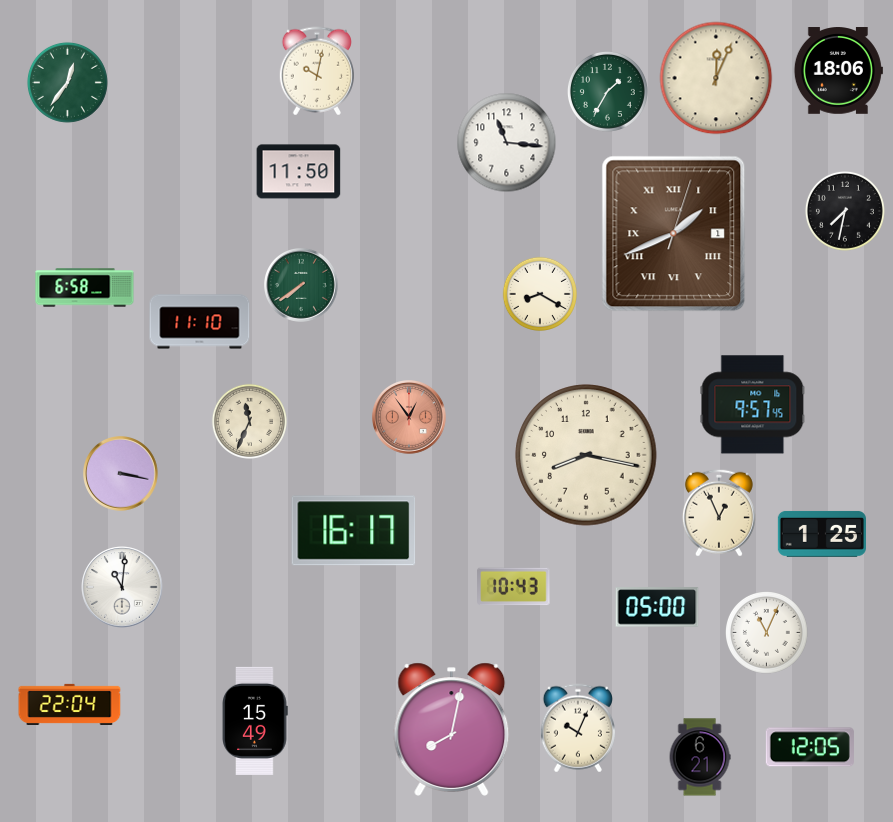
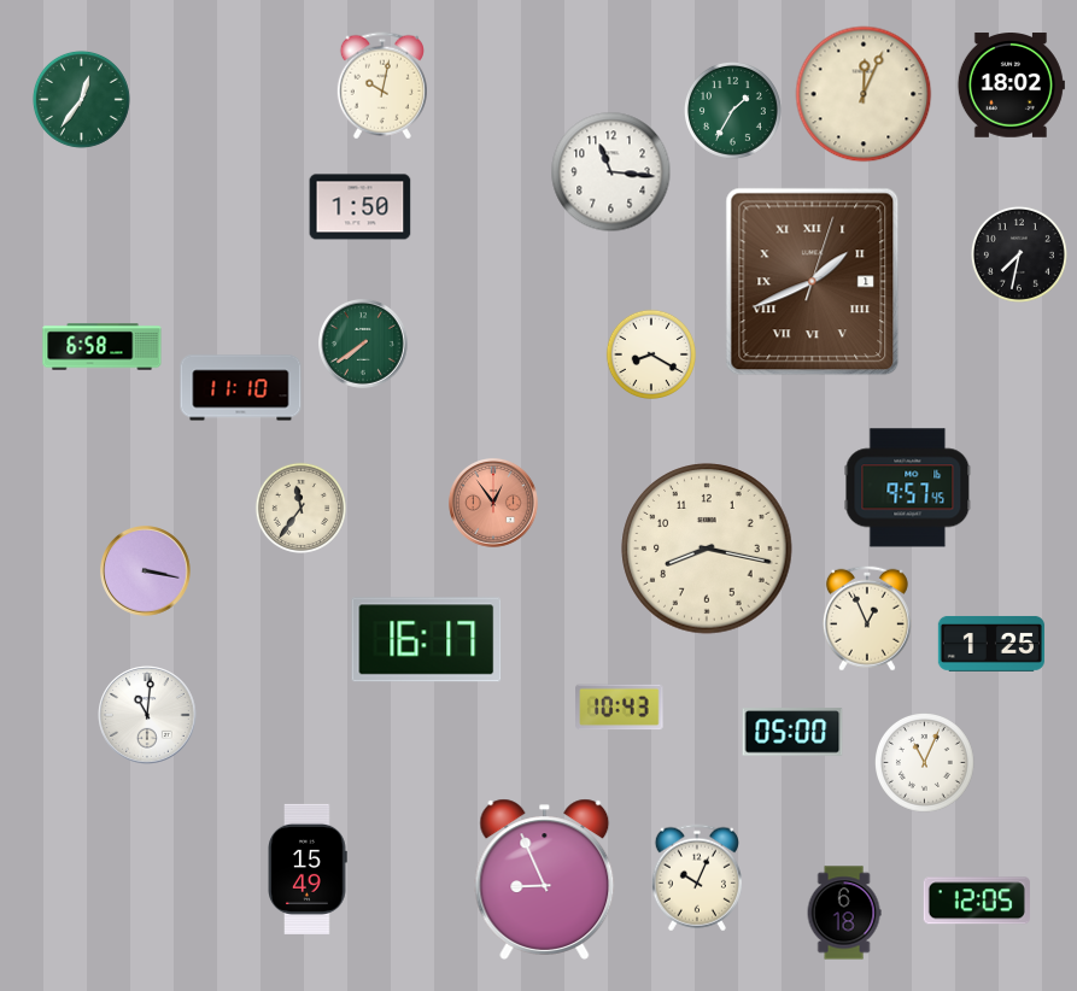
clock at (838, 71): 18:06 -> 18:02
clock at (299, 172): 11:50 -> 1:50
clock at (249, 421): 11:34 -> 11:36
clock at (122, 587) position: (122, 587) -> (147, 715)
clock at (70, 704): 22:04 -> none
clock at (452, 729): 8:02 -> 8:56
clock at (700, 757): 6:21 -> 6:18
